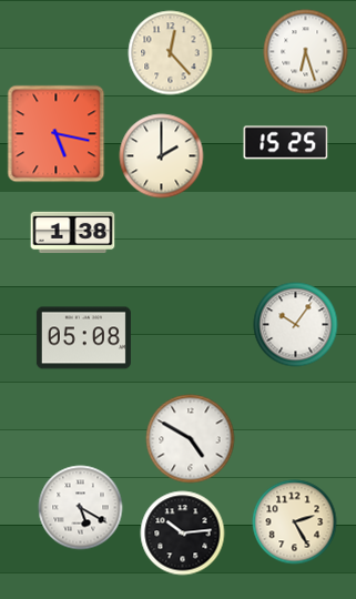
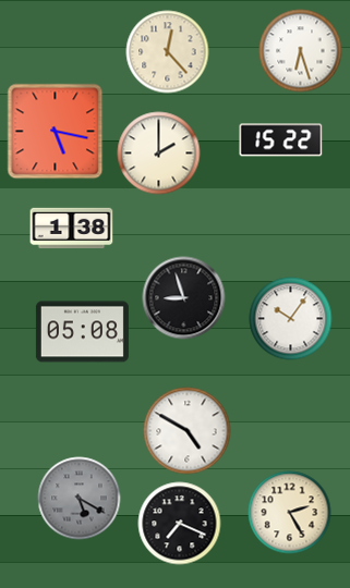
clock at (286, 143): 15:25 -> 15:22
clock at (184, 298): none -> 8:57
clock at (81, 508) dial: white -> grey
clock at (183, 534): 10:14 -> 7:19
